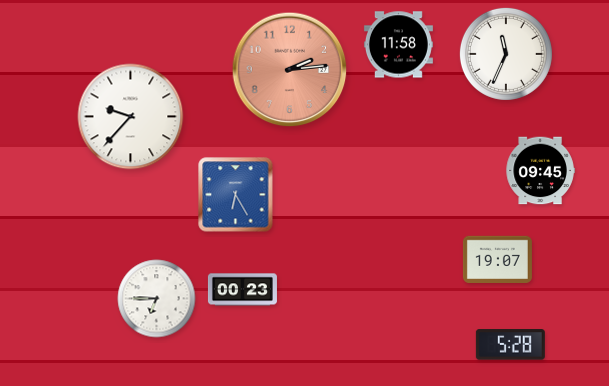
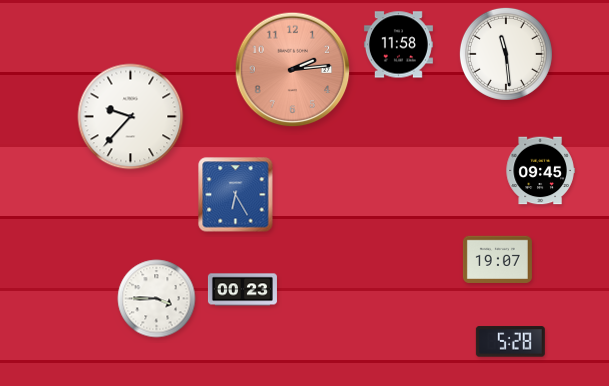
clock at (506, 54): 11:34 -> 11:29
clock at (290, 70) position: (290, 70) -> (293, 70)
clock at (157, 299): 6:45 -> 3:45
clock at (510, 345) position: (510, 345) -> (510, 342)
